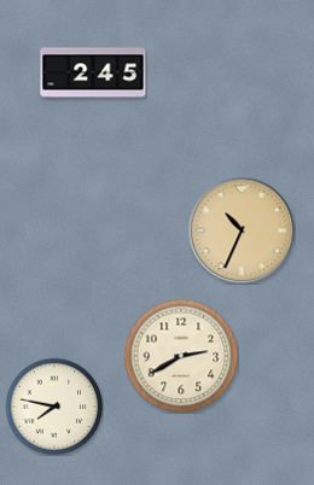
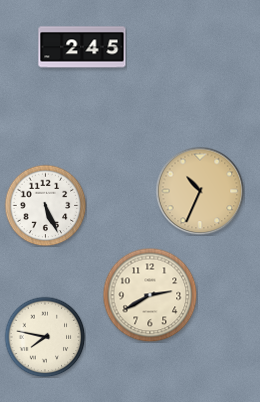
clock at (93, 72) position: (93, 72) -> (82, 47)
clock at (45, 205): none -> 5:26
